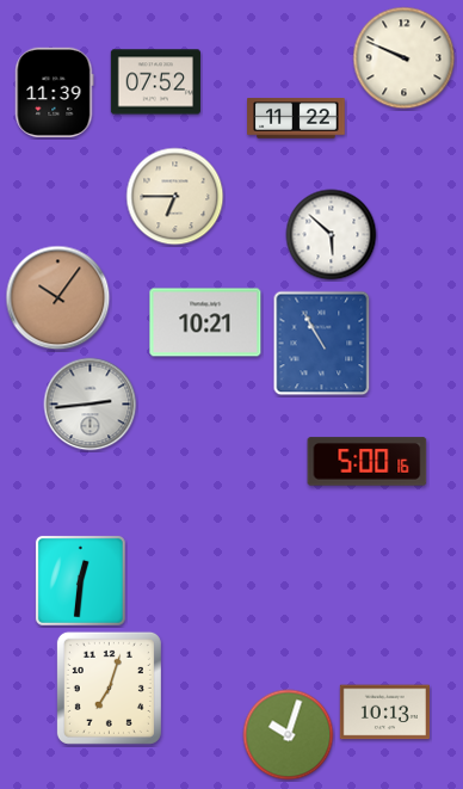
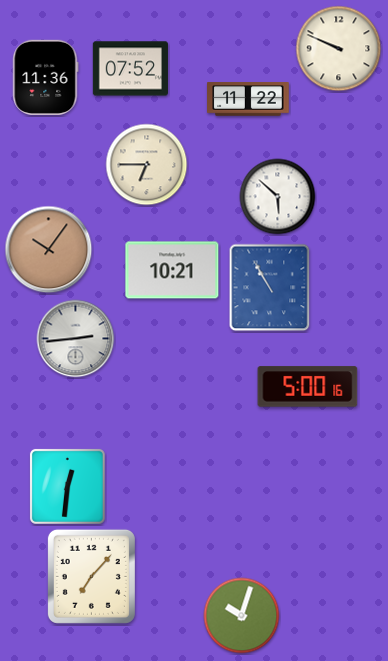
clock at (55, 92): 11:39 -> 11:36
clock at (109, 688): 7:03 -> 7:07
clock at (384, 713): 10:13 -> none
